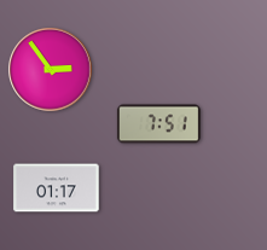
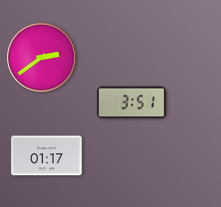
clock at (51, 70): 2:54 -> 2:39
clock at (158, 124): 7:51 -> 3:51
